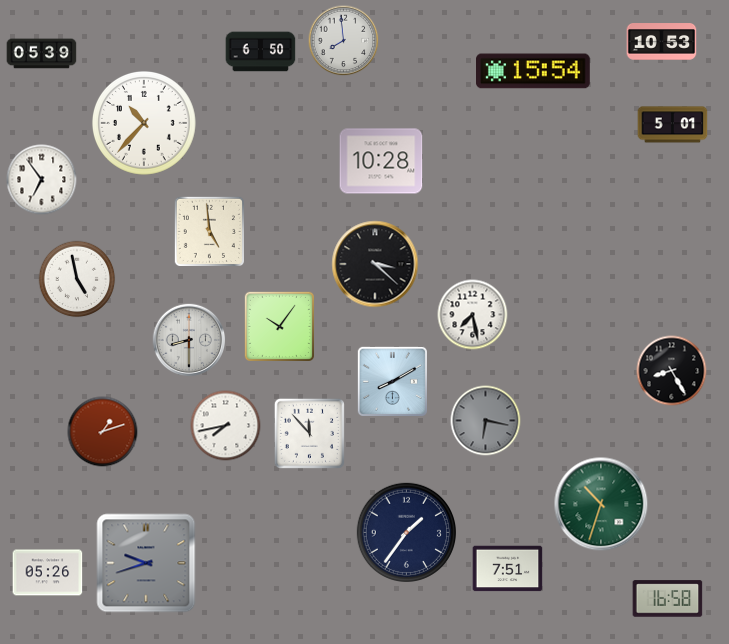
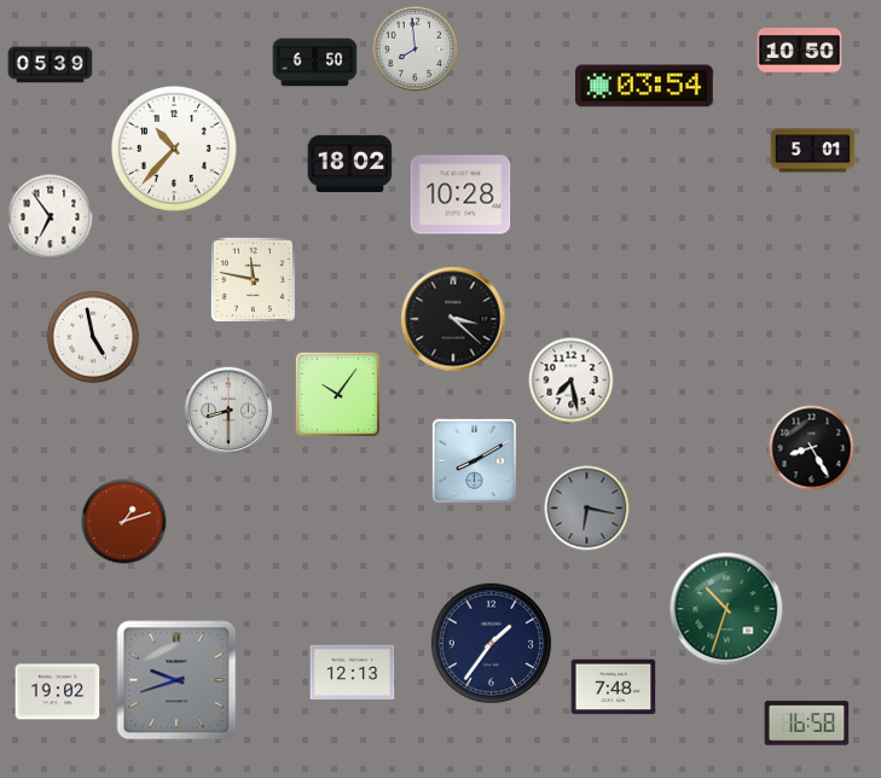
clock at (662, 42): 10:53 -> 10:50
clock at (534, 71): 15:54 -> 03:54
clock at (350, 163): none -> 18:02
clock at (209, 231): 4:59 -> 11:47
clock at (226, 426): 7:43 -> none
clock at (309, 433): 11:53 -> none
clock at (353, 672): none -> 12:13
clock at (508, 569): 7:51 -> 7:48
clock at (48, 573): 05:26 -> 19:02
